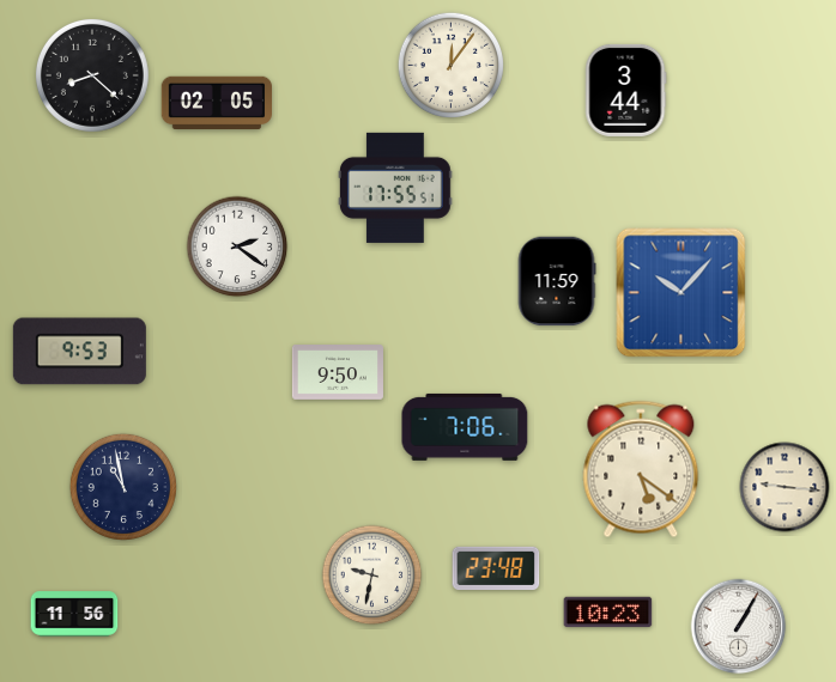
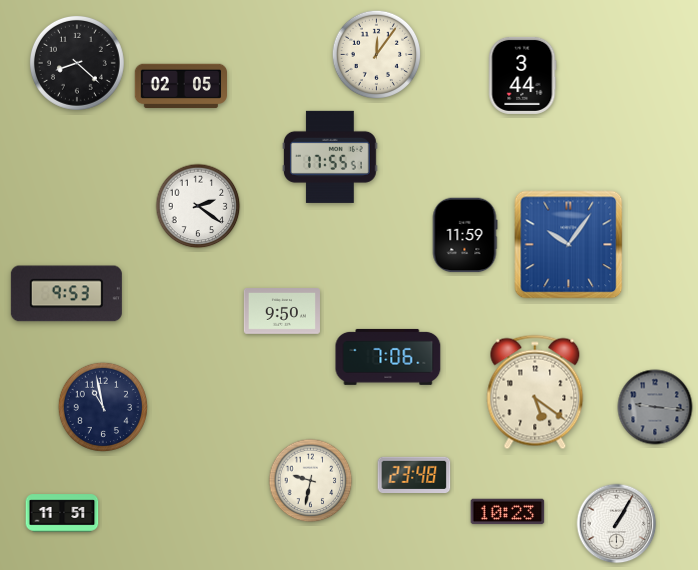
clock at (681, 293): 10:07 -> 10:06
clock at (784, 487) dial: cream -> grey
clock at (74, 614): 11:56 -> 11:51
